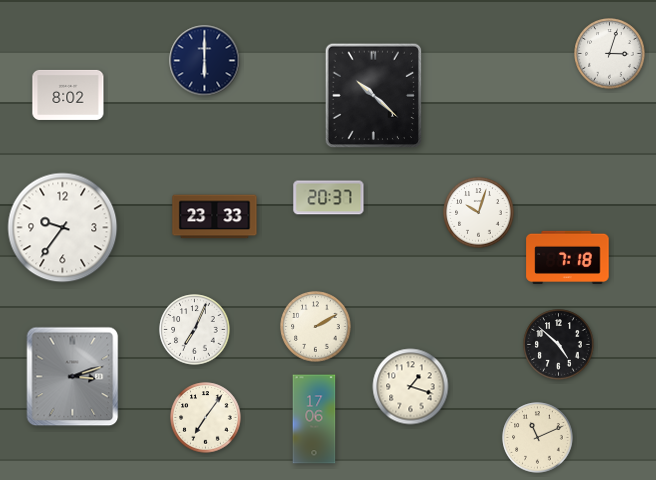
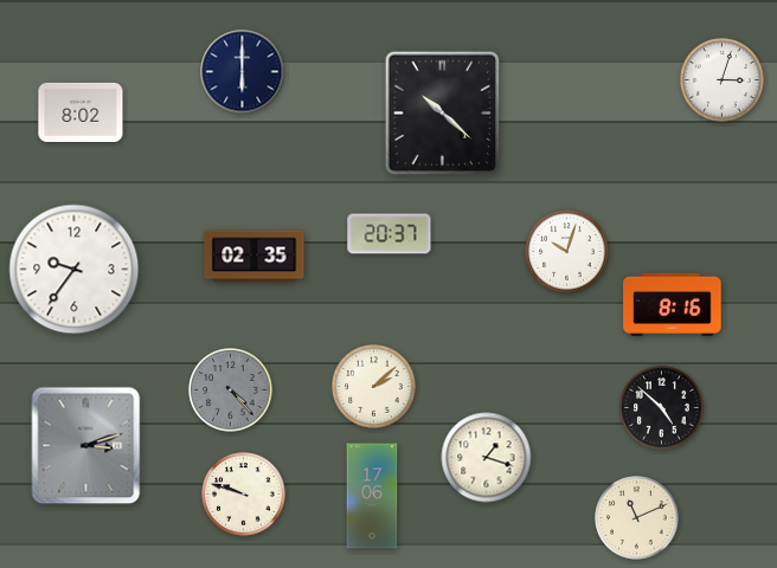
clock at (610, 54) position: (610, 54) -> (723, 80)
clock at (215, 217): 23:33 -> 02:35
clock at (568, 257): 7:18 -> 8:16
clock at (316, 327): 2:10 -> 2:08
clock at (195, 330): 7:04 -> 4:23
clock at (195, 330) dial: white -> grey
clock at (206, 418): 7:06 -> 9:48
